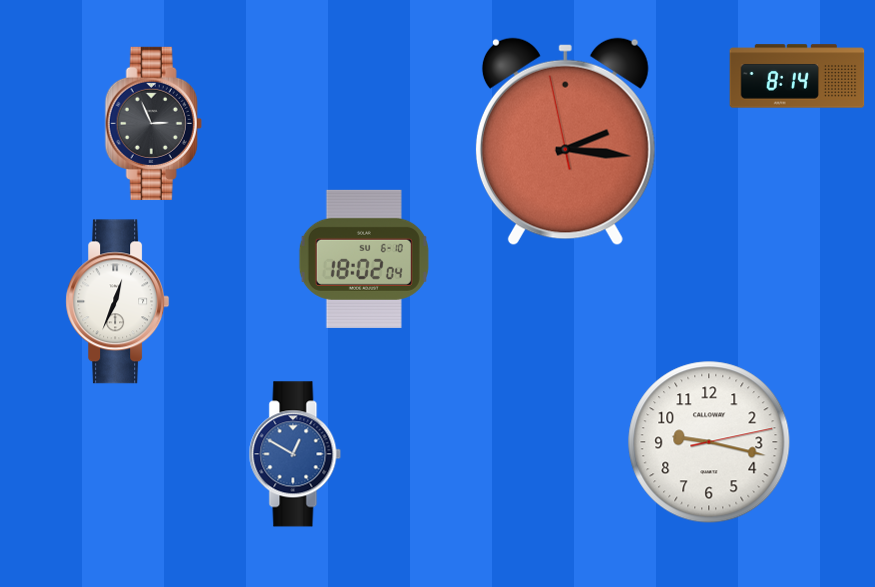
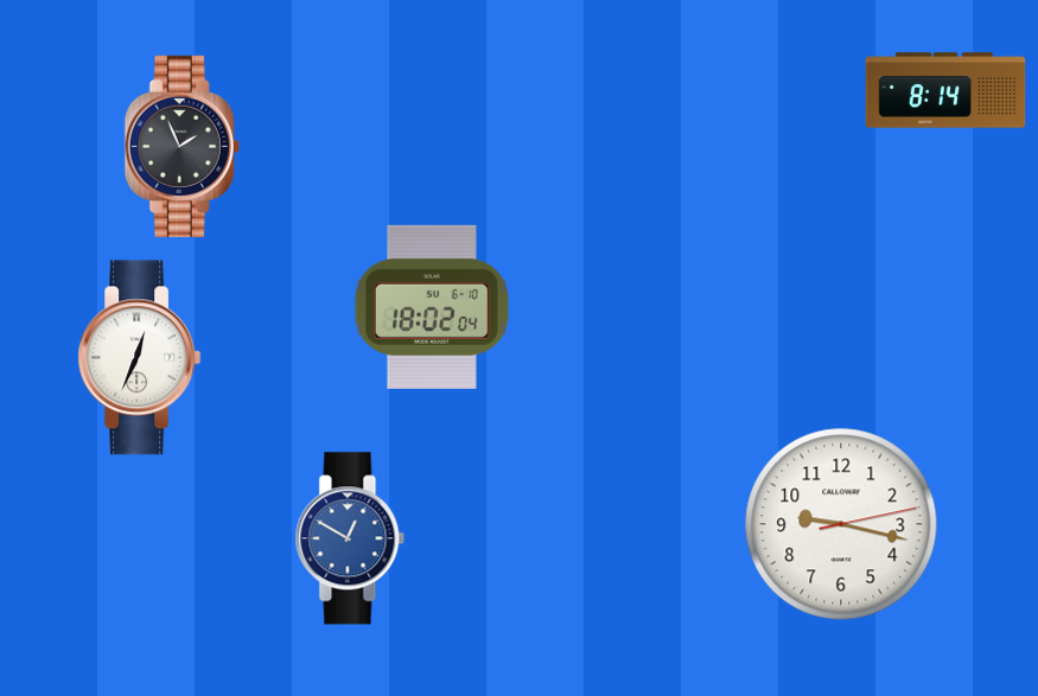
clock at (153, 123): 2:56 -> 1:56
clock at (565, 142): 2:15 -> none
